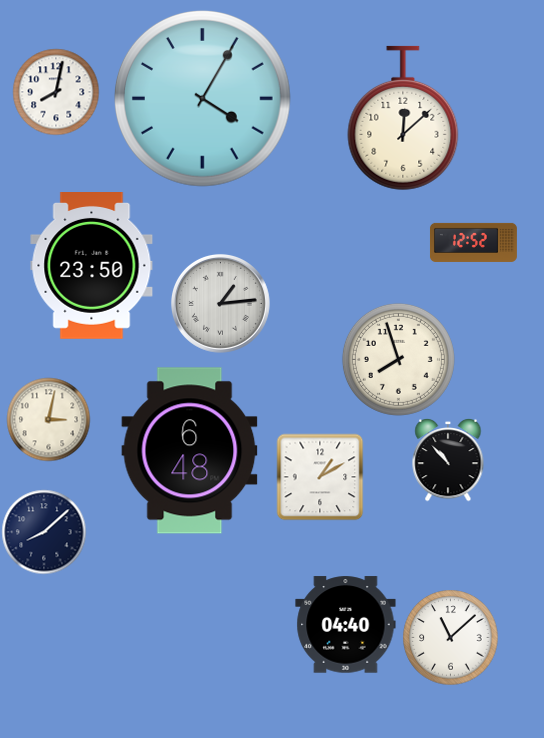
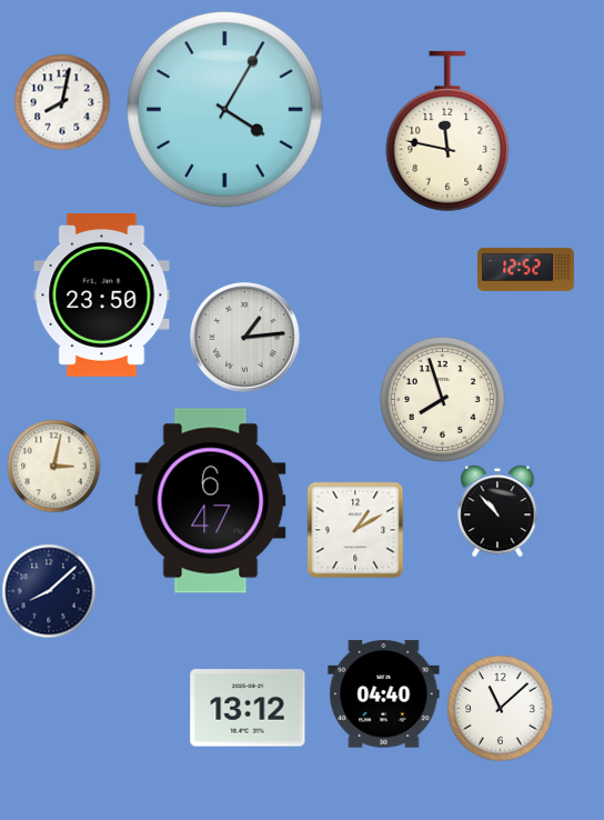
clock at (403, 118): 12:08 -> 11:47
clock at (190, 451): 6:48 -> 6:47
clock at (248, 708): none -> 13:12
